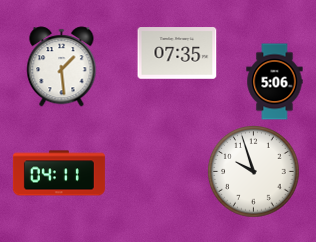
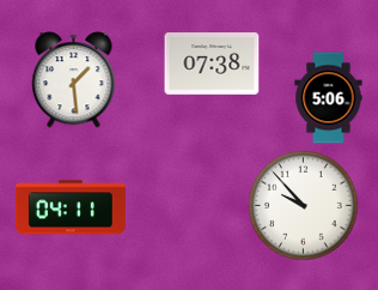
clock at (177, 53): 07:35 -> 07:38
clock at (254, 172): 9:57 -> 9:53
